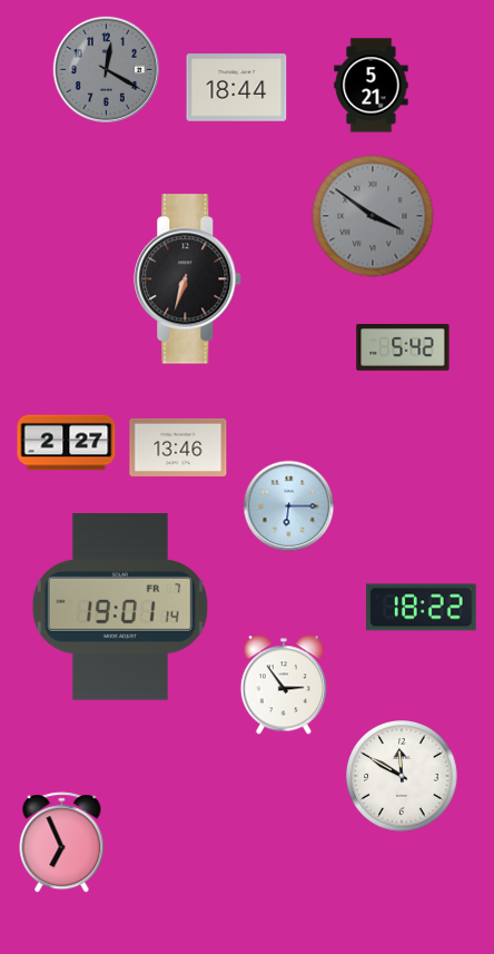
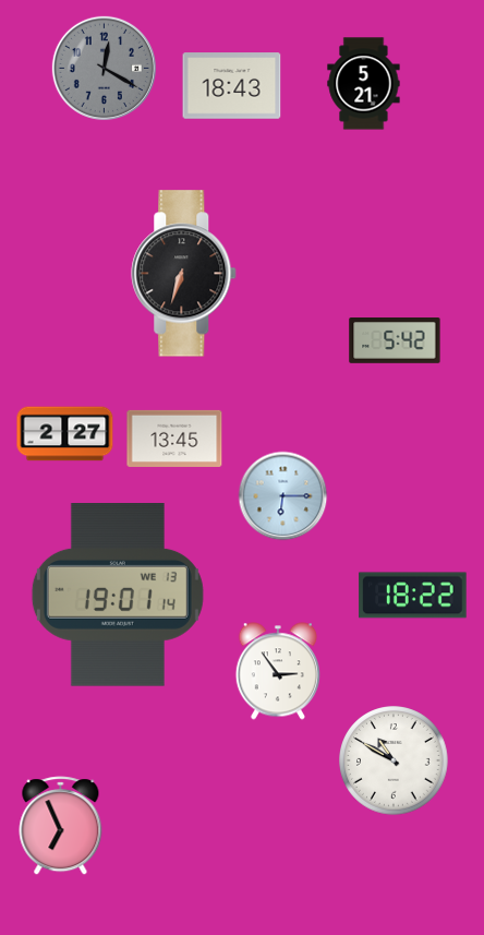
clock at (237, 88): 18:44 -> 18:43
clock at (373, 216): 3:51 -> none
clock at (178, 448): 13:46 -> 13:45
clock at (120, 608) date: FR 7 -> WE 13
clock at (402, 776): 11:50 -> 10:50
